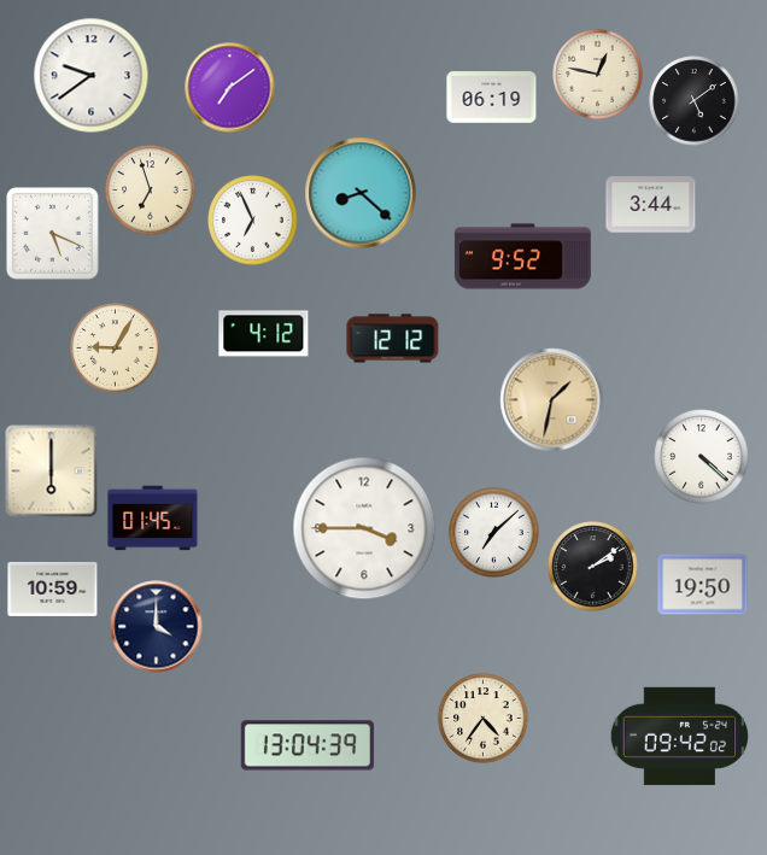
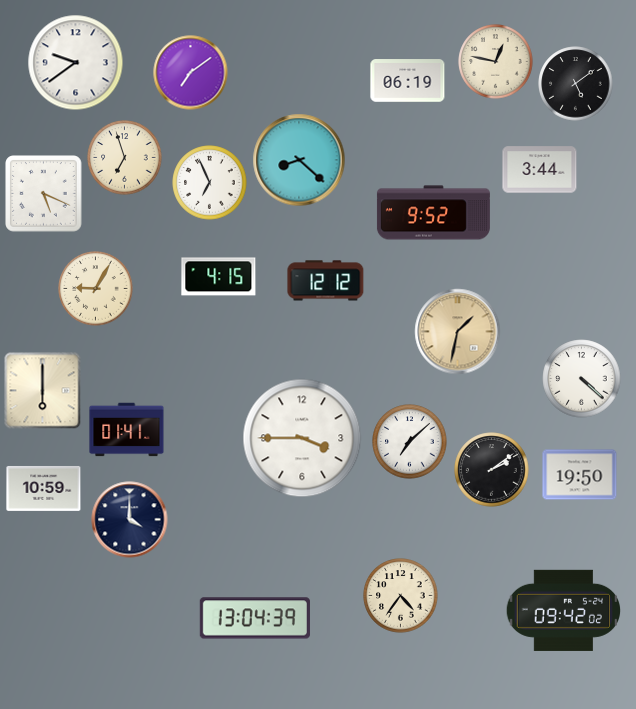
clock at (264, 334): 4:12 -> 4:15
clock at (153, 519): 01:45 -> 01:41
clock at (703, 585) position: (703, 585) -> (580, 475)
